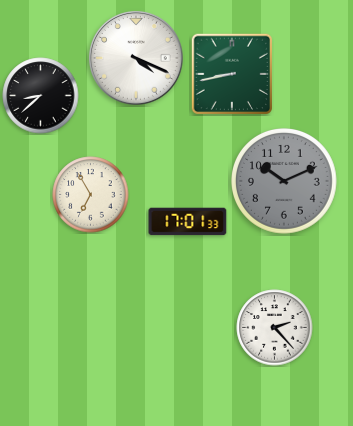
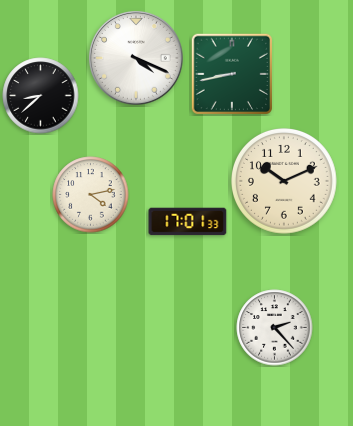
clock at (285, 182) dial: grey -> cream
clock at (91, 195): 6:55 -> 4:13
